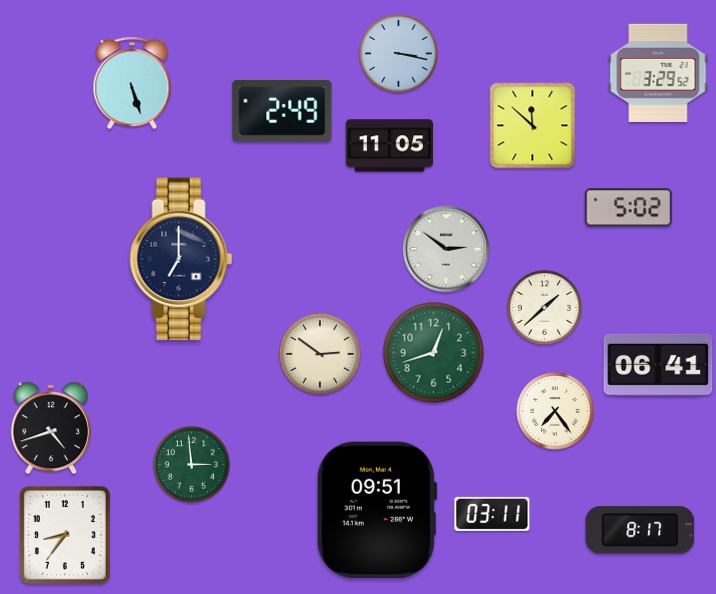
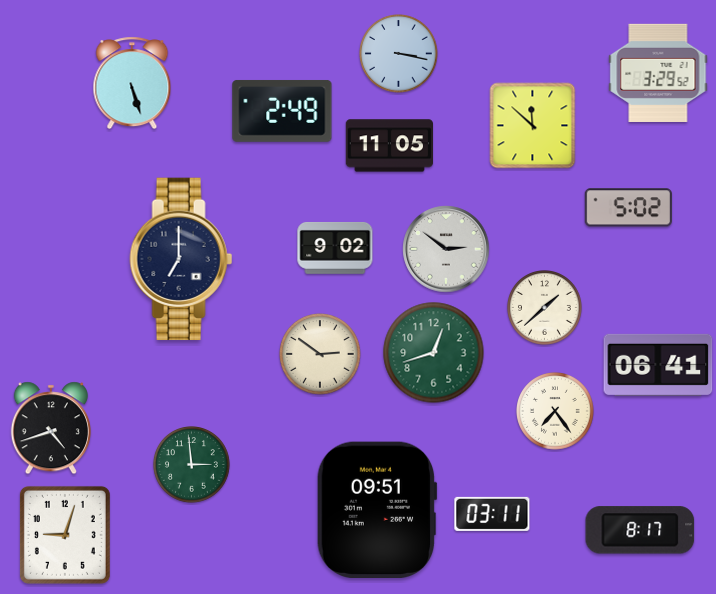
clock at (335, 248): none -> 9:02
clock at (65, 535): 8:36 -> 9:03
